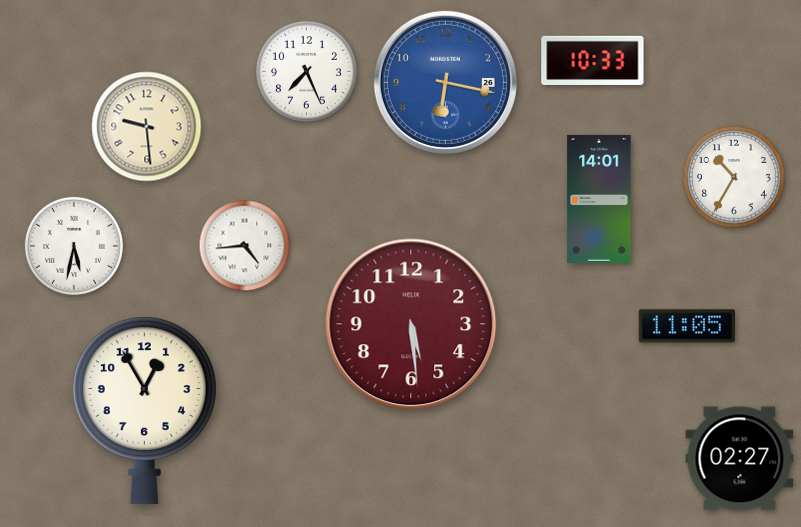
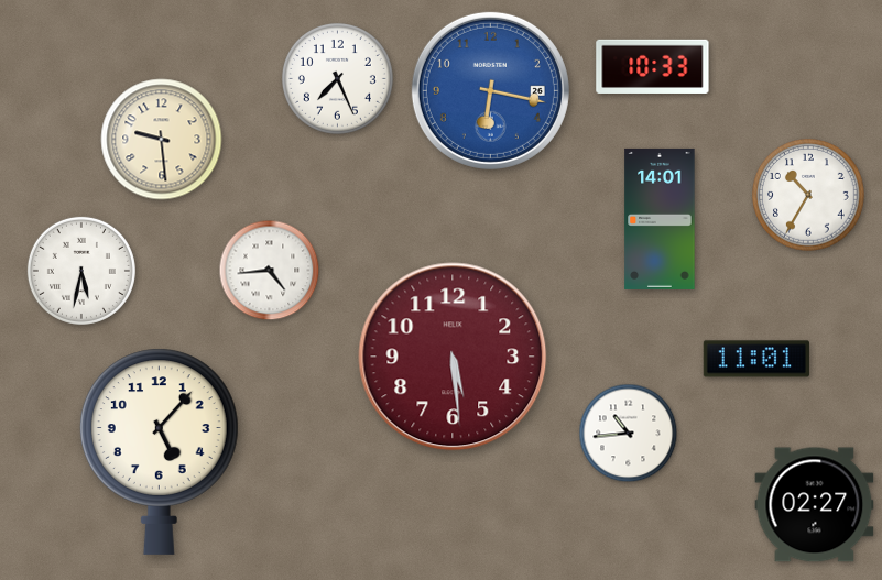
clock at (687, 326): 11:05 -> 11:01
clock at (629, 434): none -> 10:44
clock at (144, 410): 12:55 -> 5:07
